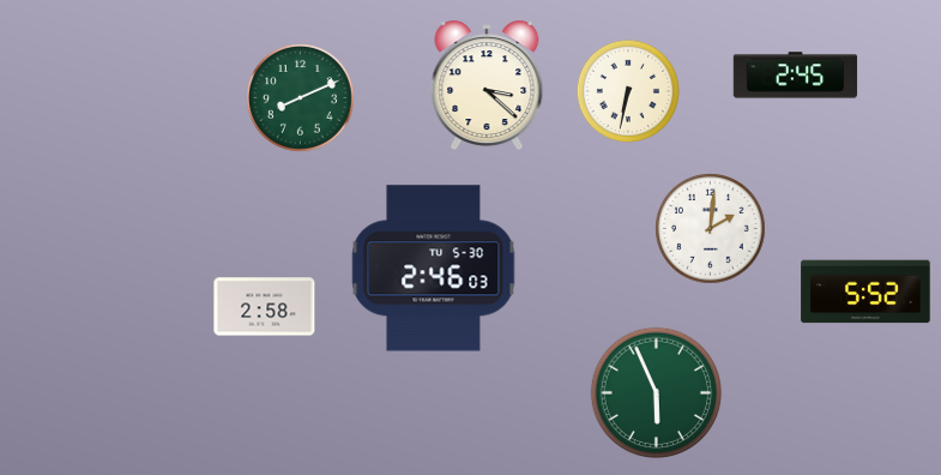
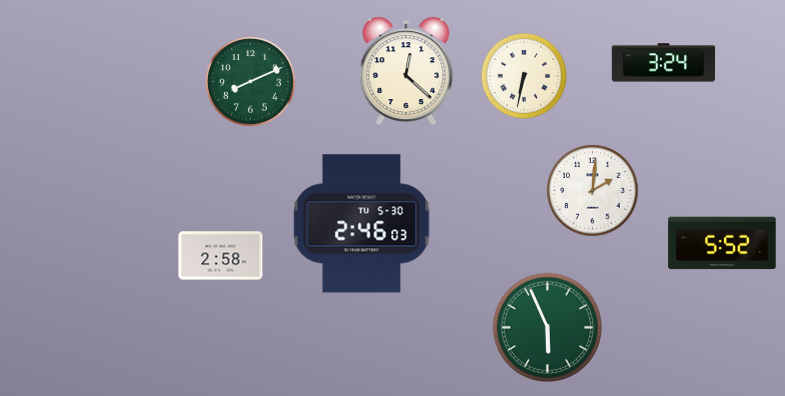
clock at (796, 76): 2:45 -> 3:24
clock at (487, 85): 3:22 -> 12:22
